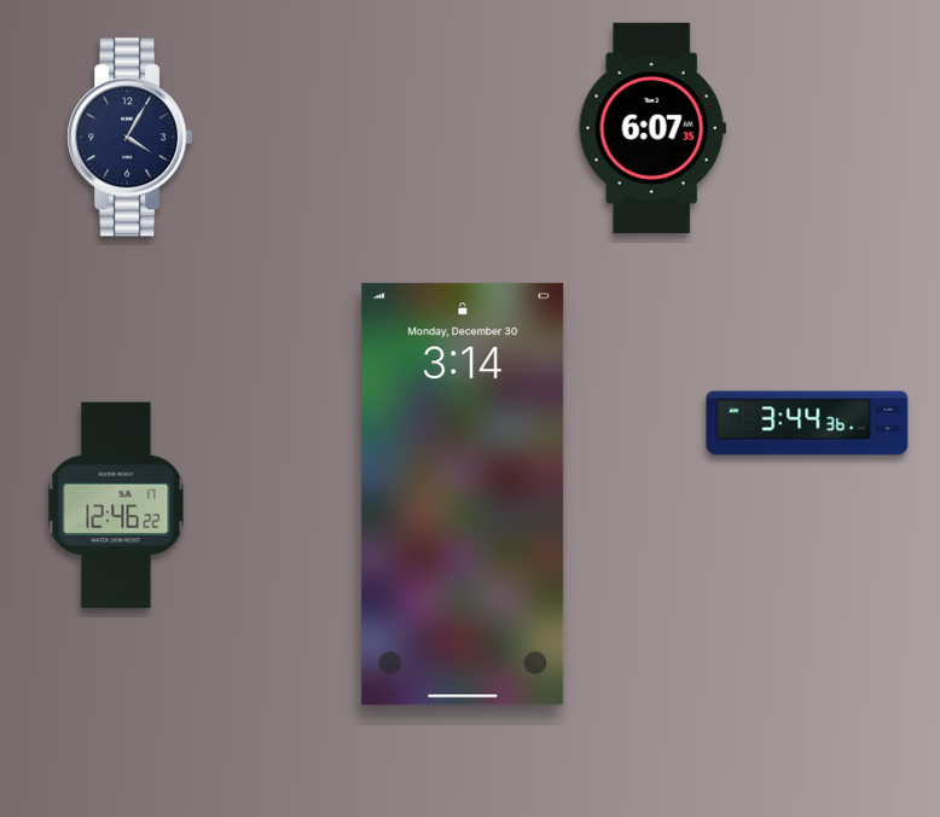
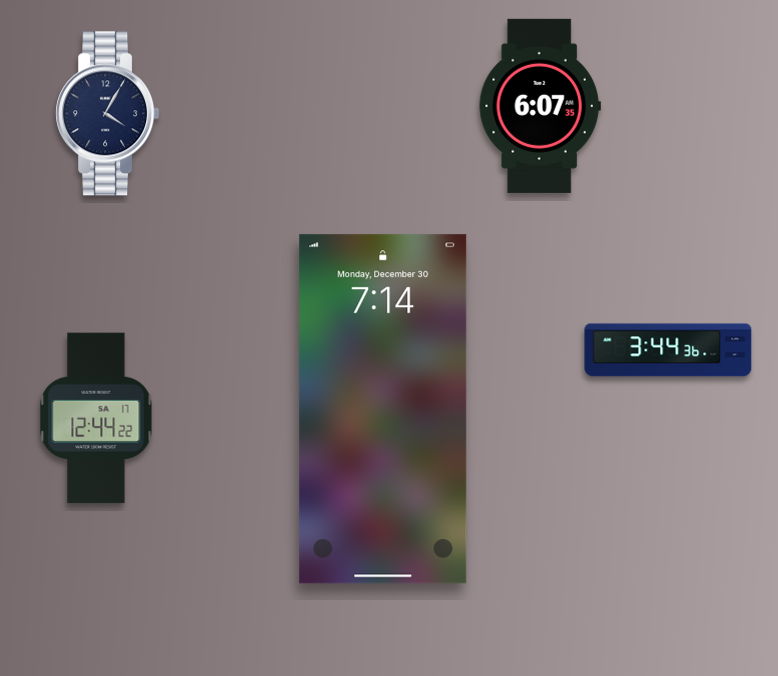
clock at (463, 494): 3:14 -> 7:14
clock at (116, 505): 12:46 -> 12:44
